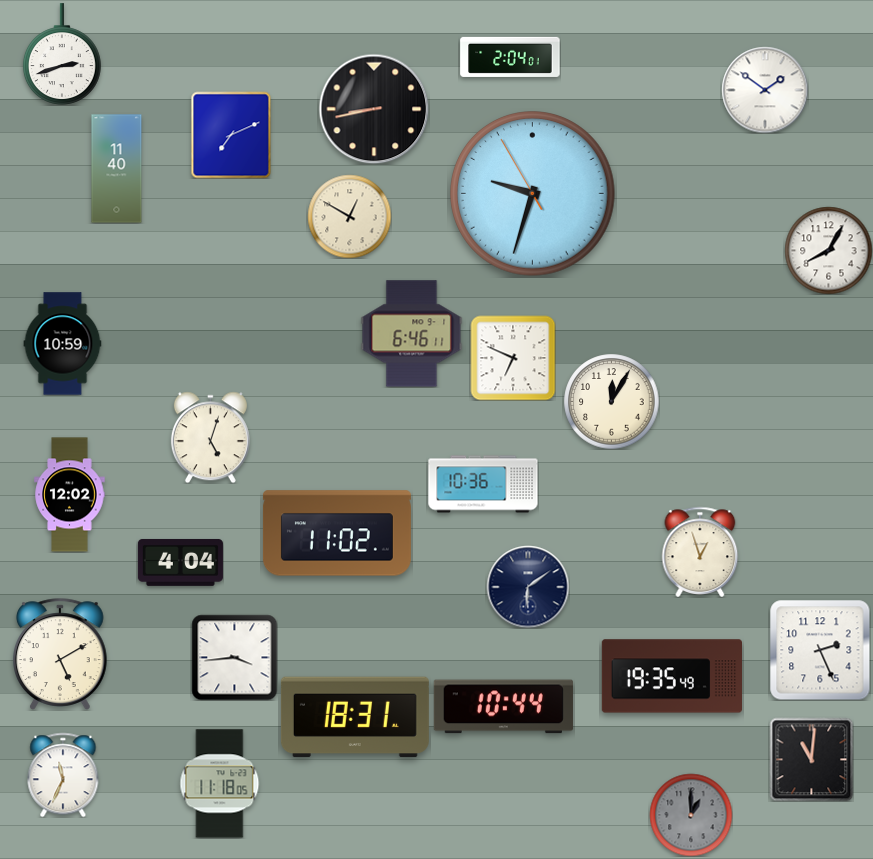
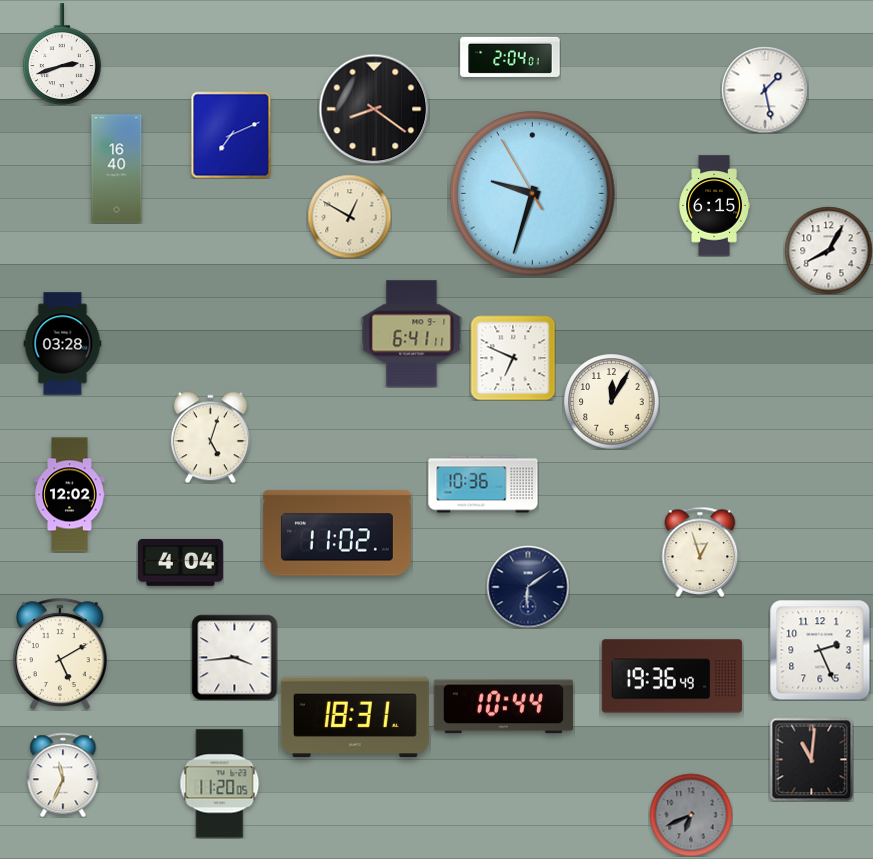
clock at (765, 90): 1:51 -> 1:28
clock at (374, 109): 8:43 -> 8:21
clock at (117, 169): 11:40 -> 16:40
clock at (714, 206): none -> 6:15
clock at (412, 334): 6:46 -> 6:41
clock at (63, 344): 10:59 -> 03:28
clock at (671, 676): 19:35 -> 19:36
clock at (220, 784): 11:18 -> 11:20
clock at (691, 815): 1:00 -> 6:41
